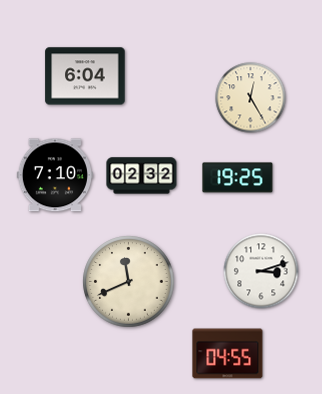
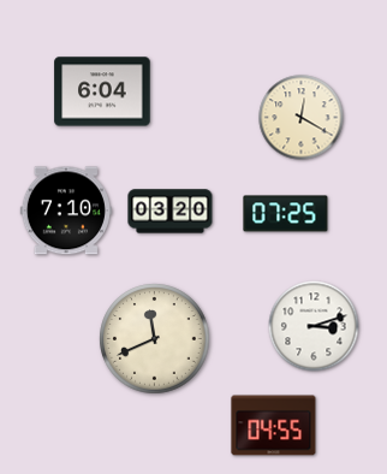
clock at (251, 98): 12:25 -> 12:20
clock at (142, 176): 02:32 -> 03:20
clock at (238, 178): 19:25 -> 07:25
